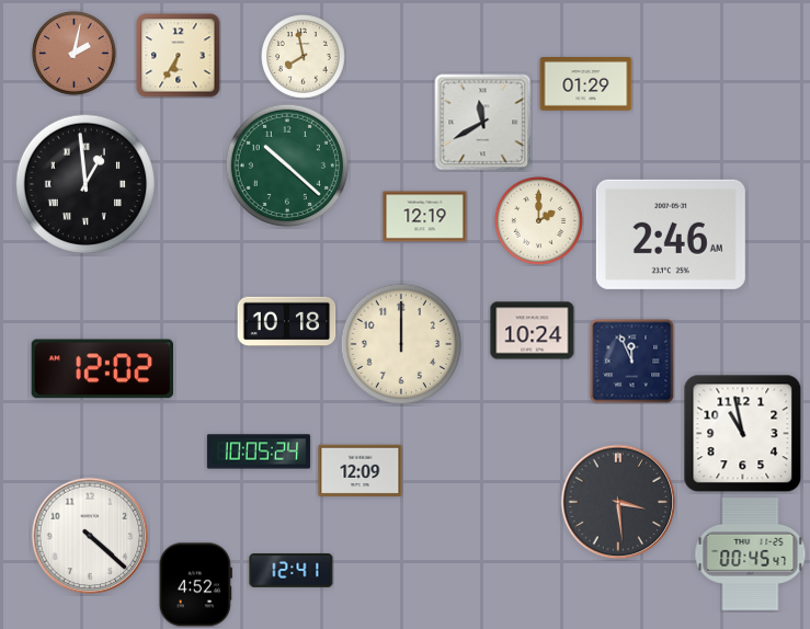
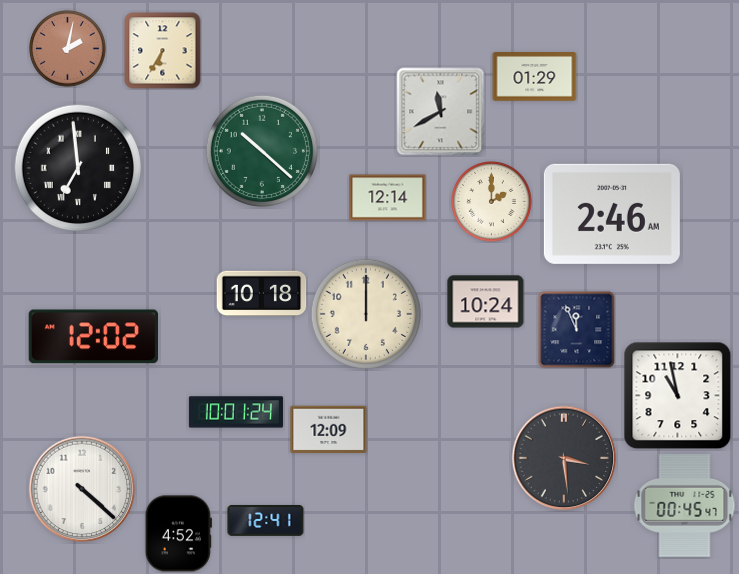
clock at (304, 57): 7:58 -> none
clock at (85, 184): 12:59 -> 6:59
clock at (425, 217): 12:19 -> 12:14
clock at (259, 451): 10:05 -> 10:01
